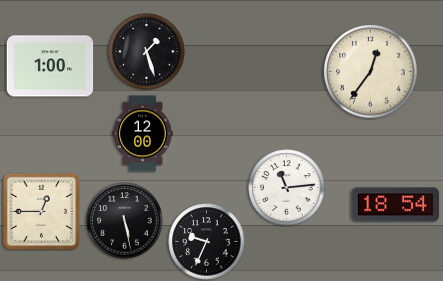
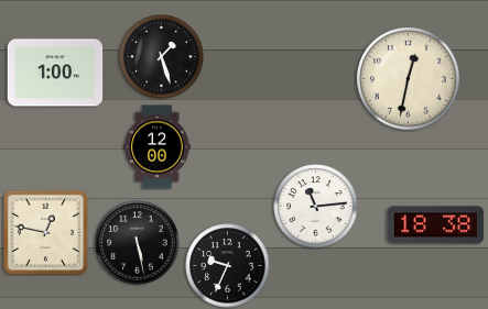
clock at (371, 72): 12:36 -> 12:32
clock at (396, 205): 18:54 -> 18:38
clock at (41, 211): 12:45 -> 12:47
